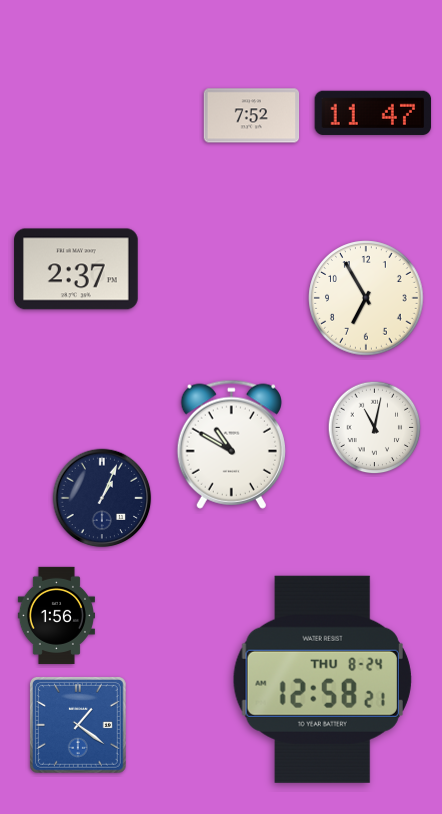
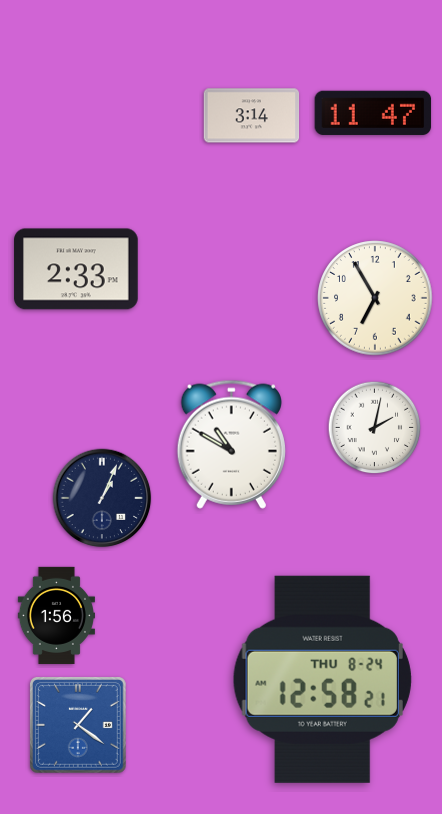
clock at (252, 116): 7:52 -> 3:14
clock at (76, 269): 2:37 -> 2:33
clock at (366, 298) position: (366, 298) -> (375, 298)
clock at (375, 428): 11:02 -> 2:02
